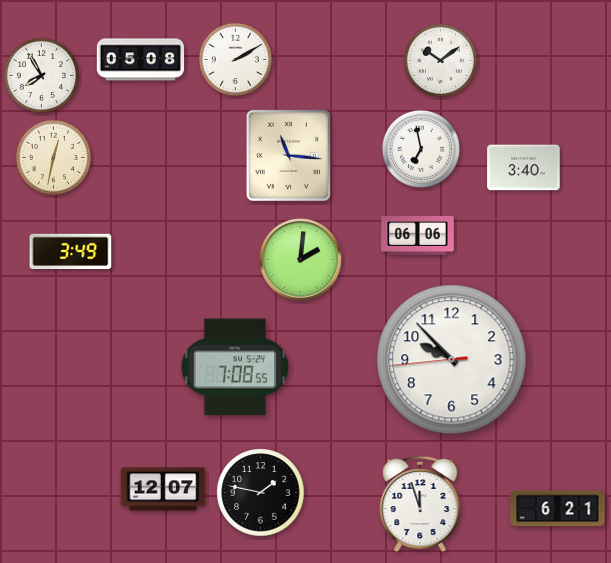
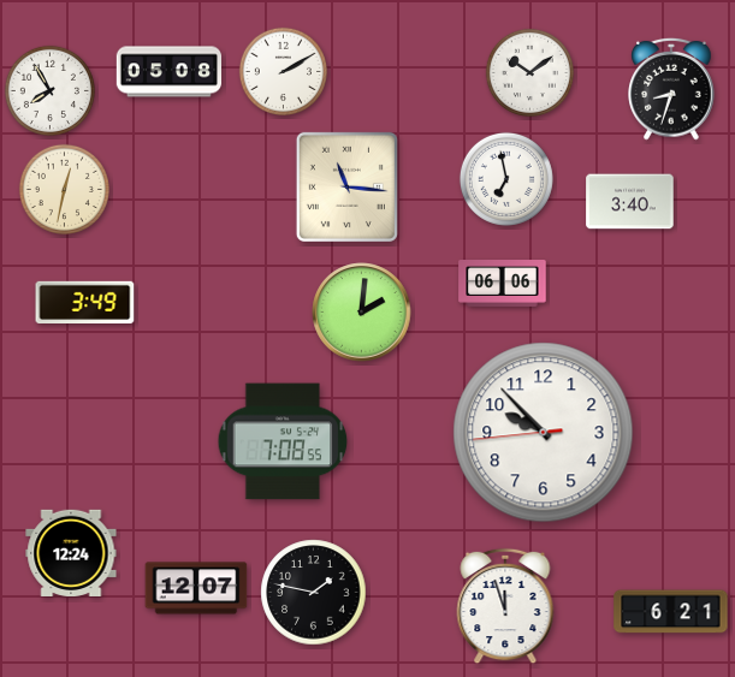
clock at (671, 89): none -> 8:33
clock at (71, 553): none -> 12:24
